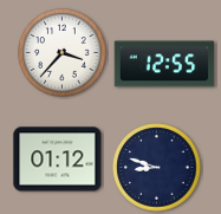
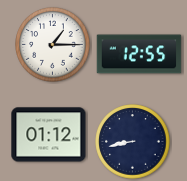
clock at (63, 53): 3:37 -> 1:15
clock at (157, 168): 8:48 -> 8:43
